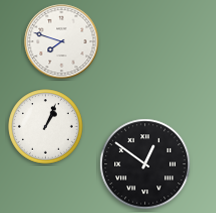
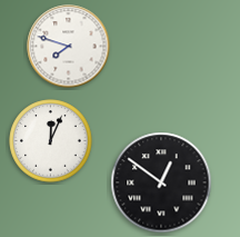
clock at (46, 127): 1:04 -> 12:04
